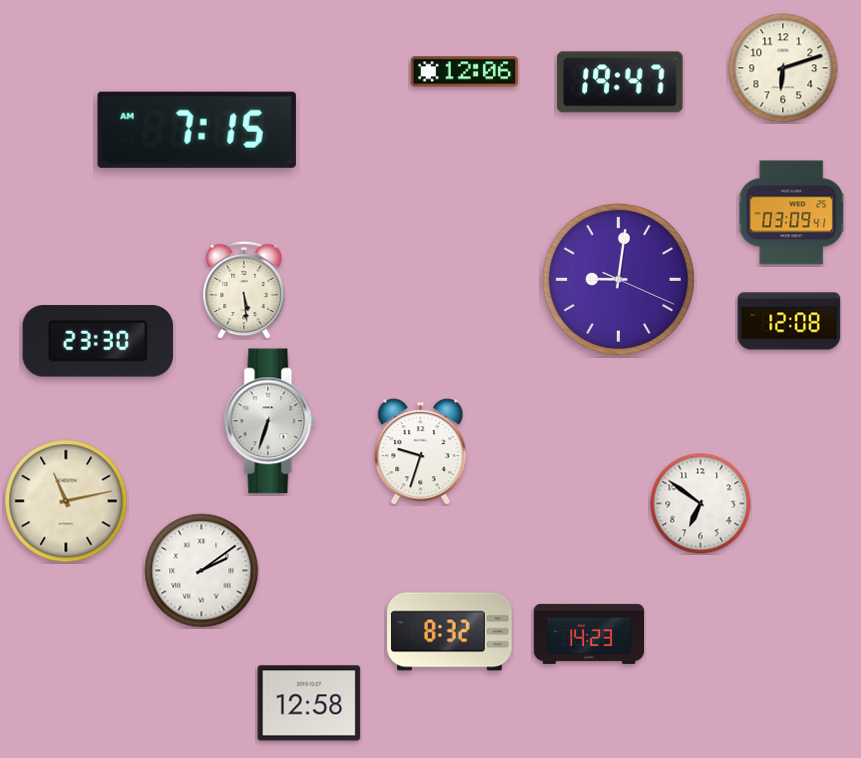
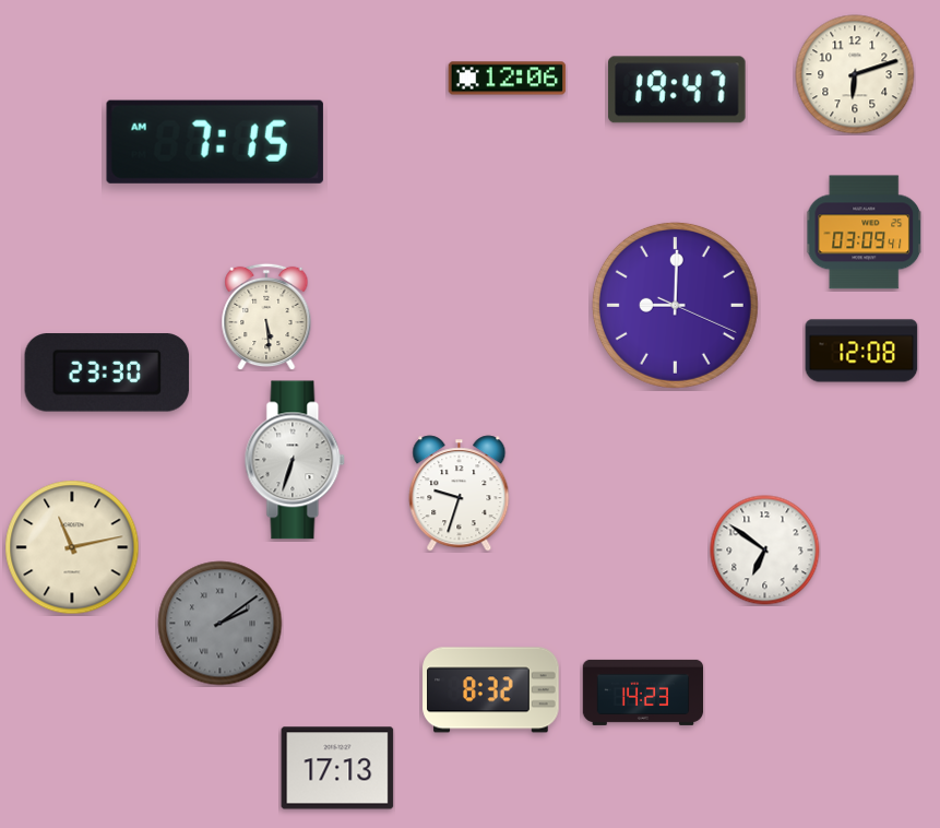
clock at (618, 279): 9:01 -> 9:00
clock at (202, 571) dial: white -> grey
clock at (309, 703): 12:58 -> 17:13
